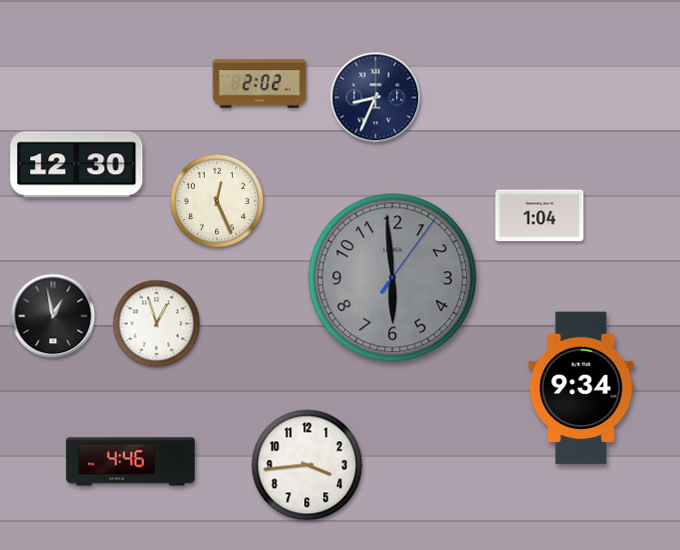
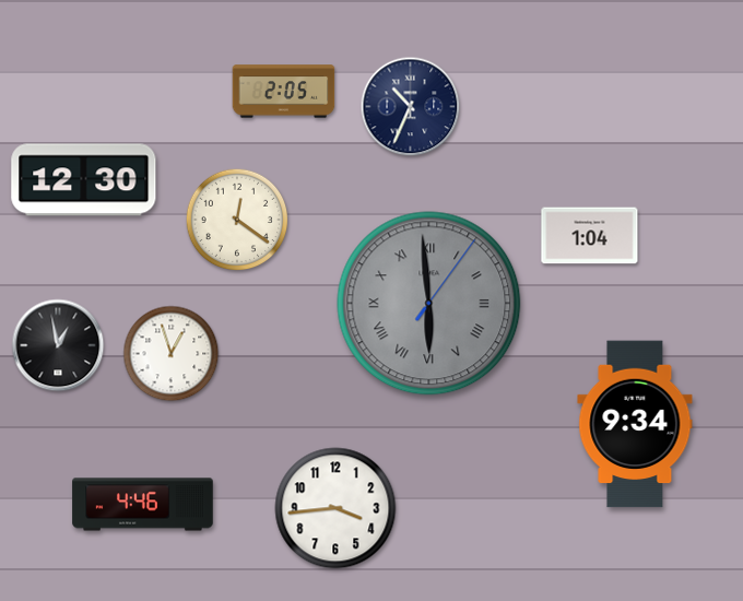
clock at (260, 84): 2:02 -> 2:05
clock at (376, 98): 8:34 -> 10:34
clock at (217, 201): 12:26 -> 12:21
clock at (393, 278) numerals: Arabic -> Roman
